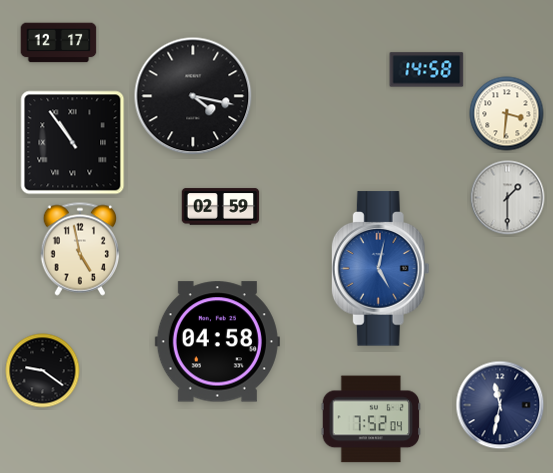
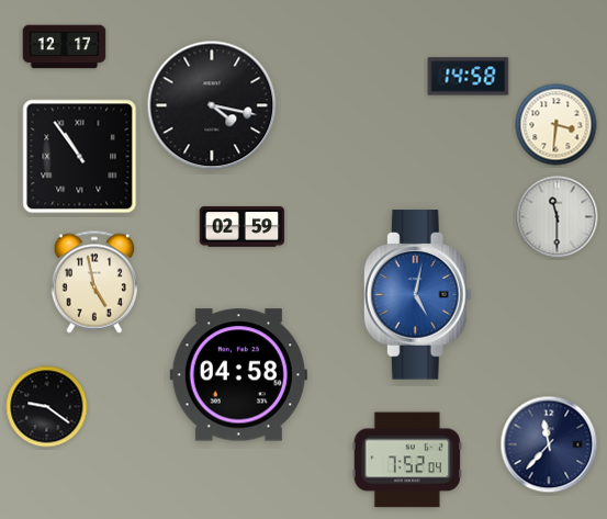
clock at (508, 198): 1:30 -> 11:30
clock at (79, 249) position: (79, 249) -> (93, 282)
clock at (500, 405): 11:32 -> 11:37
